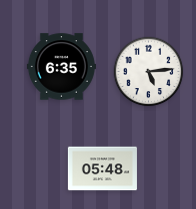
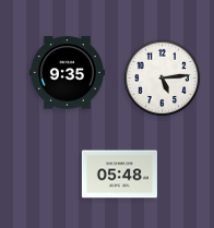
clock at (61, 67): 6:35 -> 9:35
clock at (102, 169) position: (102, 169) -> (119, 175)
